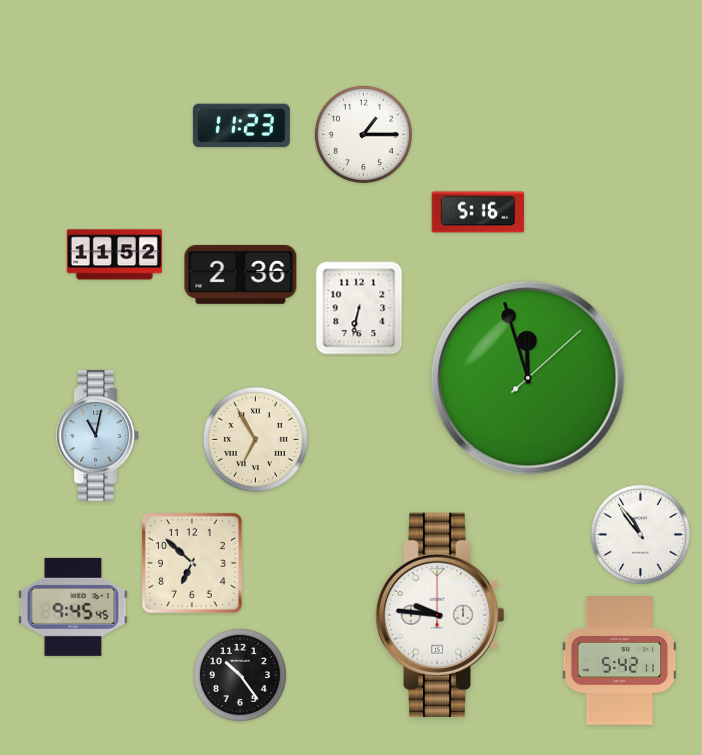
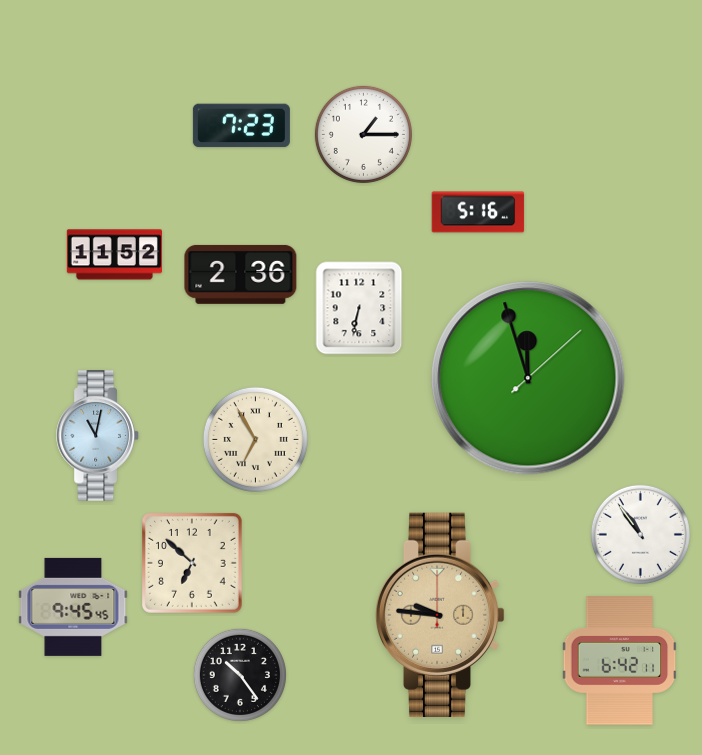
clock at (241, 126): 11:23 -> 7:23
clock at (440, 615) dial: white -> champagne
clock at (620, 661): 5:42 -> 6:42
